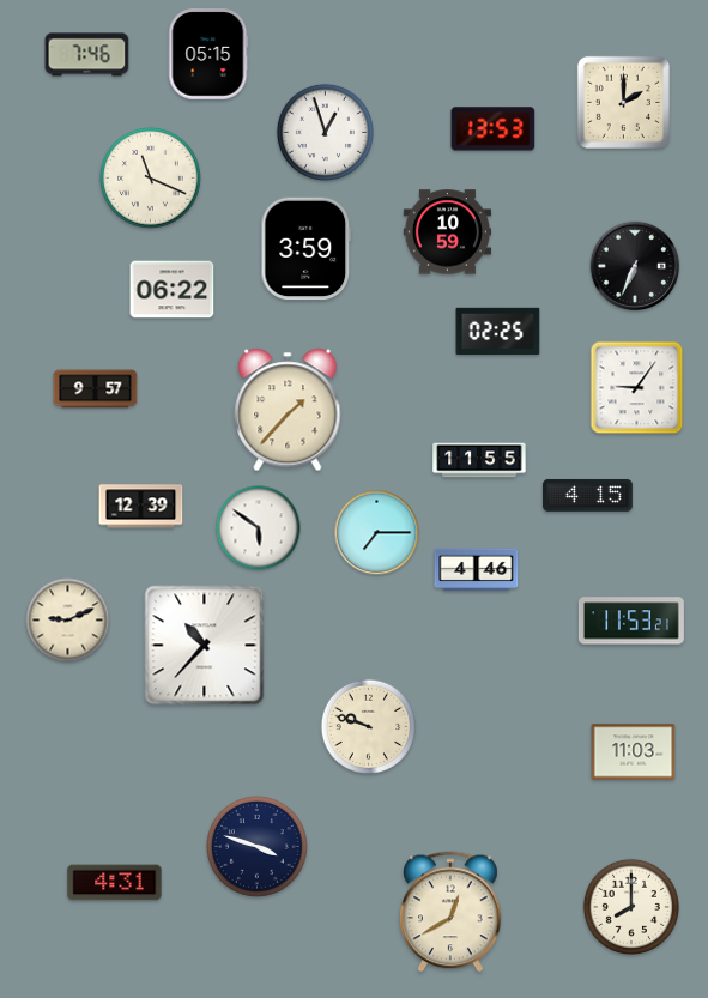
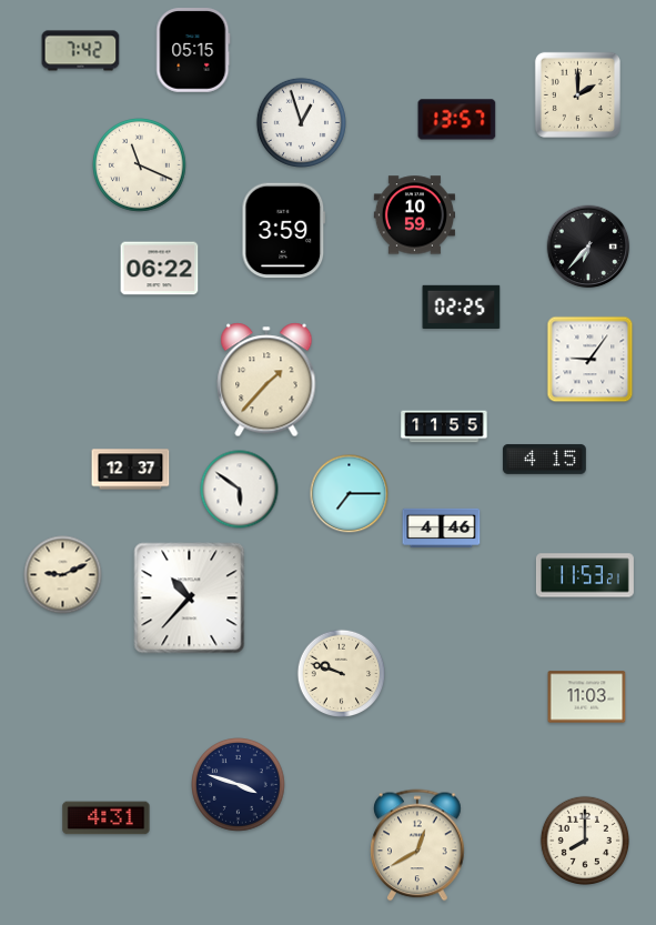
clock at (87, 55): 7:46 -> 7:42
clock at (494, 129): 13:53 -> 13:57
clock at (635, 266): 6:34 -> 6:37
clock at (96, 389): 9:57 -> none
clock at (141, 507): 12:39 -> 12:37
